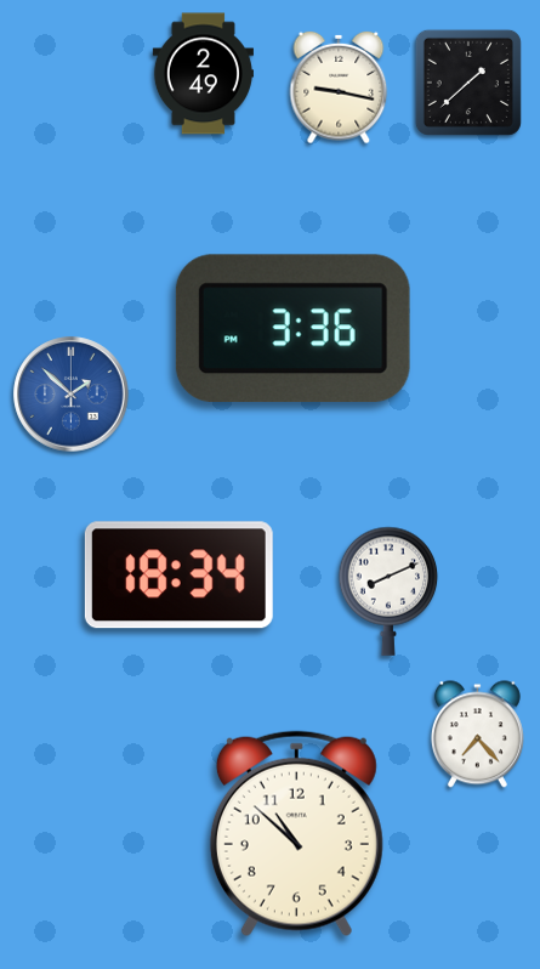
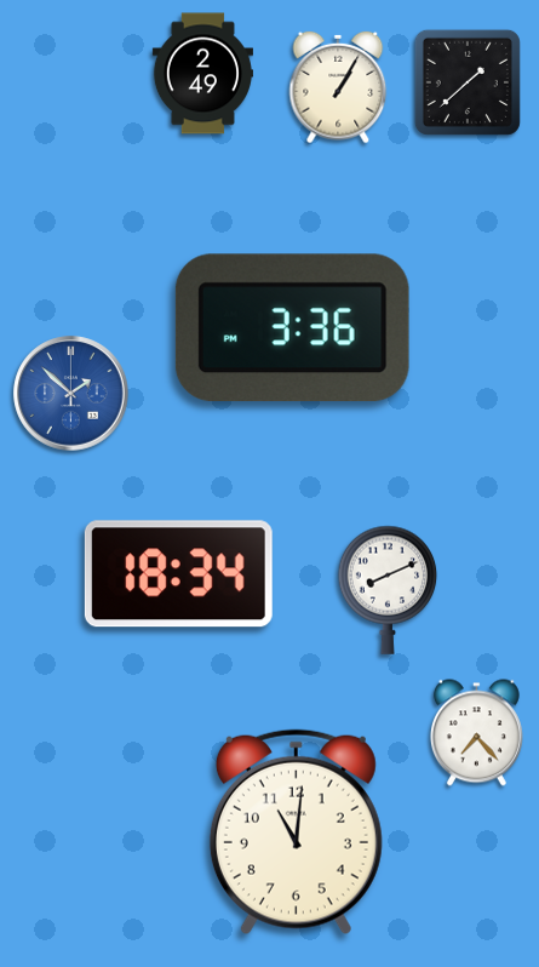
clock at (339, 87): 9:17 -> 1:05
clock at (296, 834): 10:52 -> 11:01
